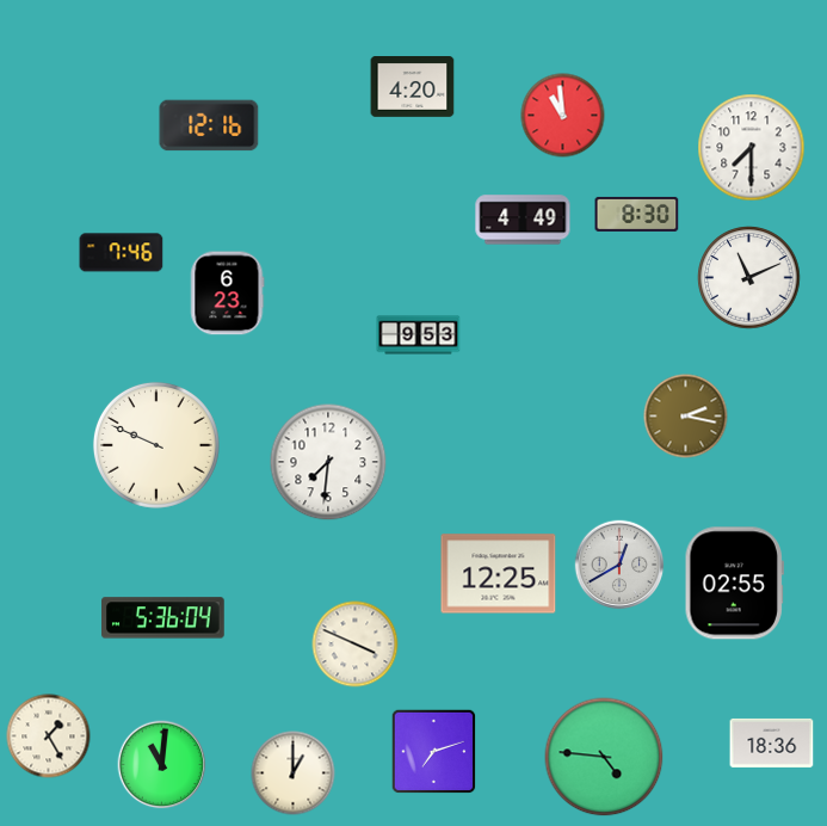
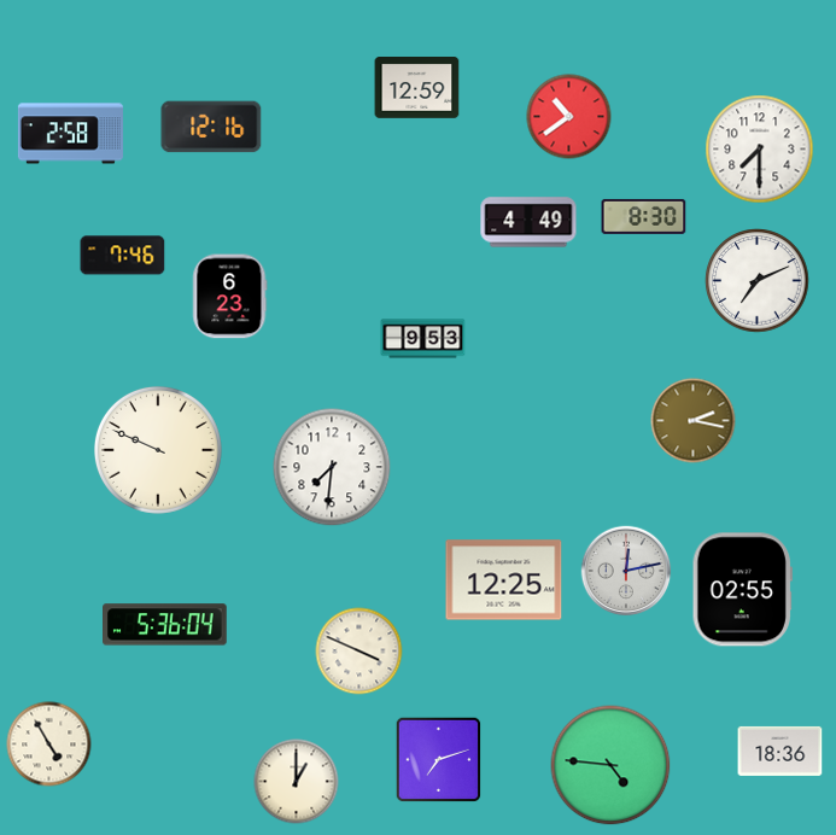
clock at (413, 87): 4:20 -> 12:59
clock at (563, 116): 10:59 -> 10:39
clock at (70, 134): none -> 2:58
clock at (749, 278): 11:11 -> 7:11
clock at (619, 565): 12:40 -> 12:13
clock at (49, 736): 1:25 -> 4:55
clock at (162, 765): 11:01 -> none
